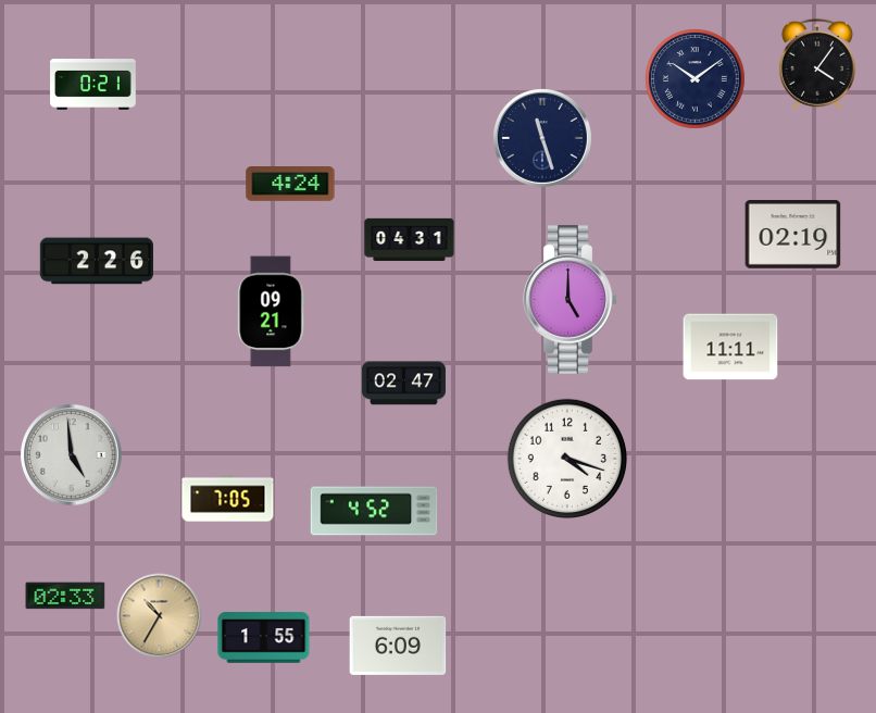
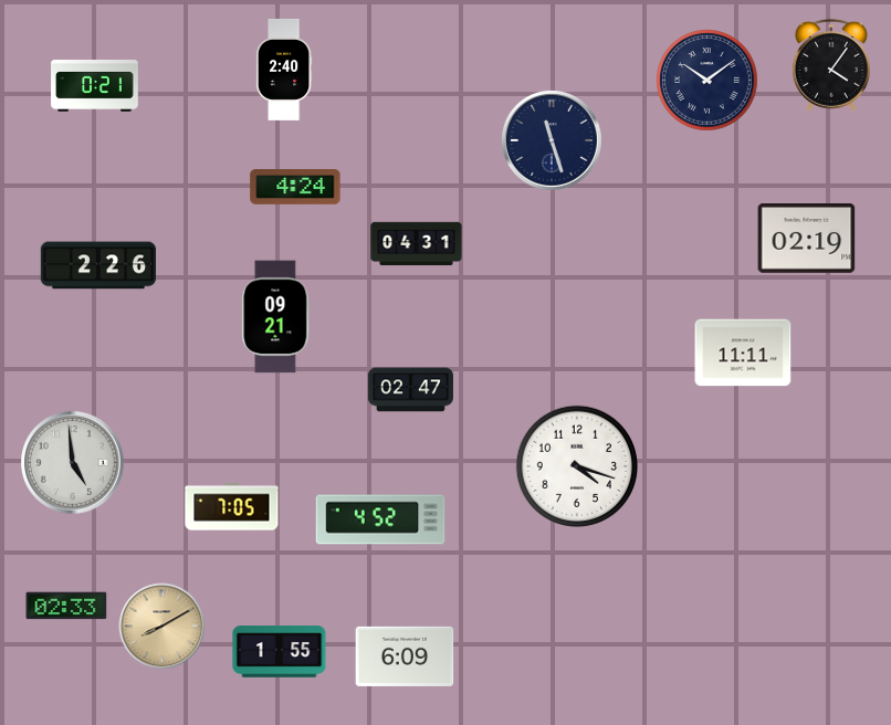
clock at (284, 70): none -> 2:40
clock at (571, 300): 5:00 -> none
clock at (160, 616): 10:35 -> 8:10
clock at (264, 638) position: (264, 638) -> (280, 652)
